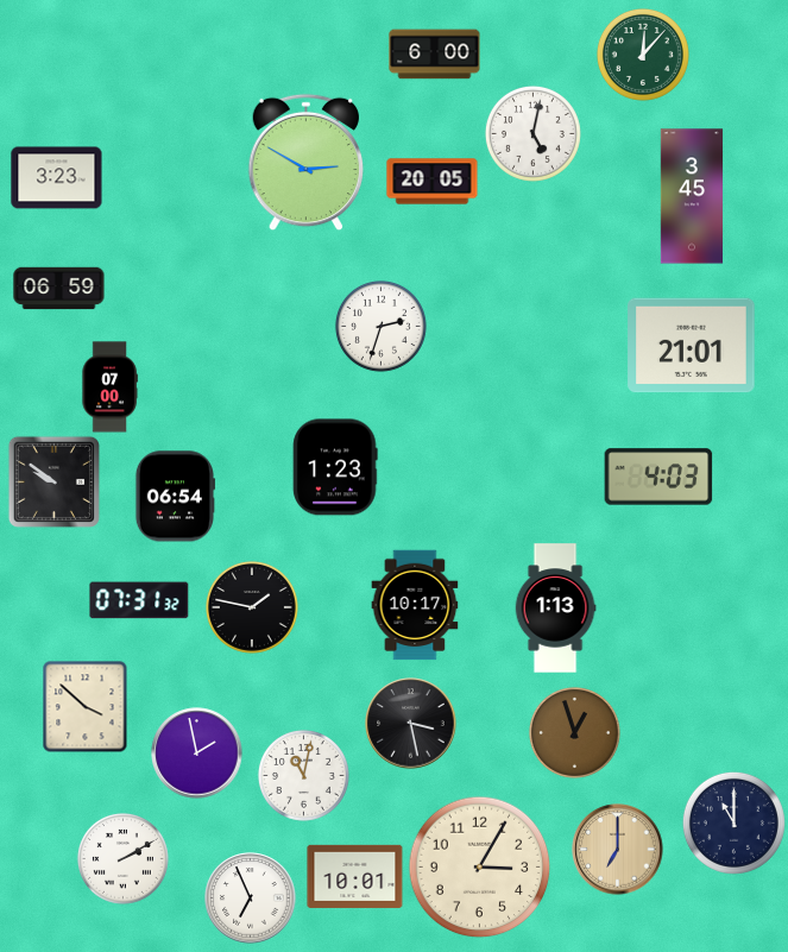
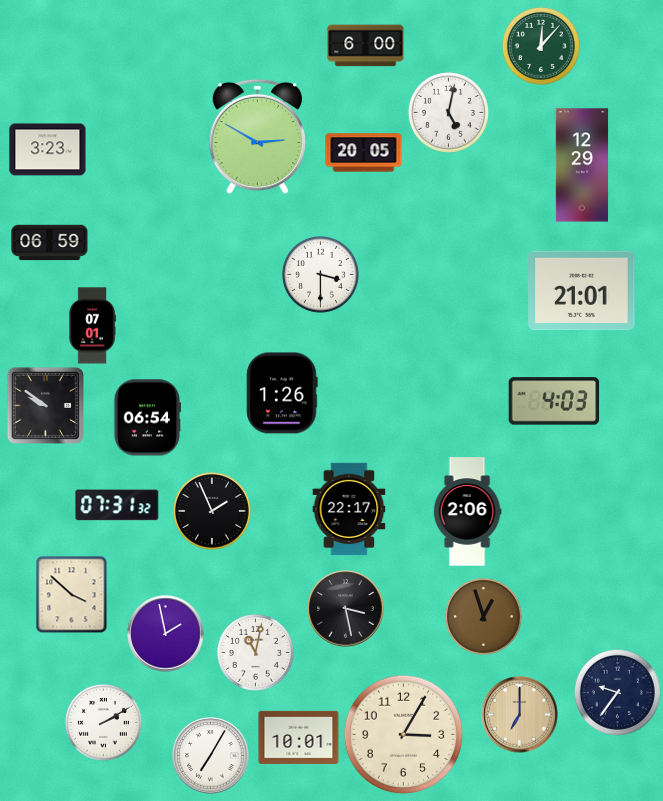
clock at (692, 196): 3:45 -> 12:29
clock at (380, 326): 2:33 -> 3:30
clock at (109, 387): 07:00 -> 07:01
clock at (335, 467): 1:23 -> 1:26
clock at (415, 605): 10:17 -> 22:17
clock at (252, 607): 1:47 -> 1:56
clock at (555, 609): 1:13 -> 2:06
clock at (733, 822): 11:00 -> 9:36
clock at (480, 868) position: (480, 868) -> (404, 735)
clock at (251, 899): 6:56 -> 7:05
